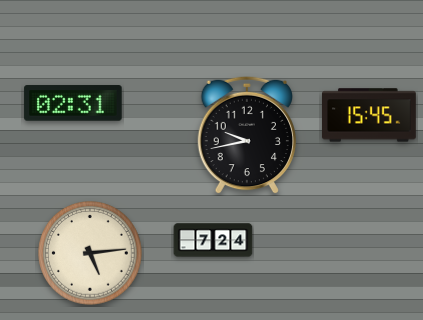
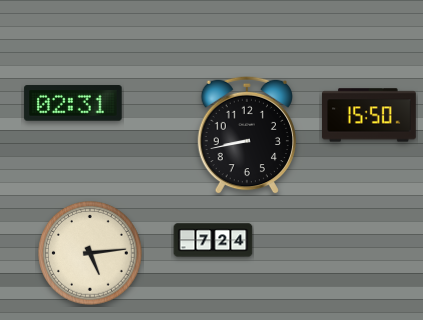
clock at (370, 115): 15:45 -> 15:50
clock at (246, 135): 9:43 -> 8:43
